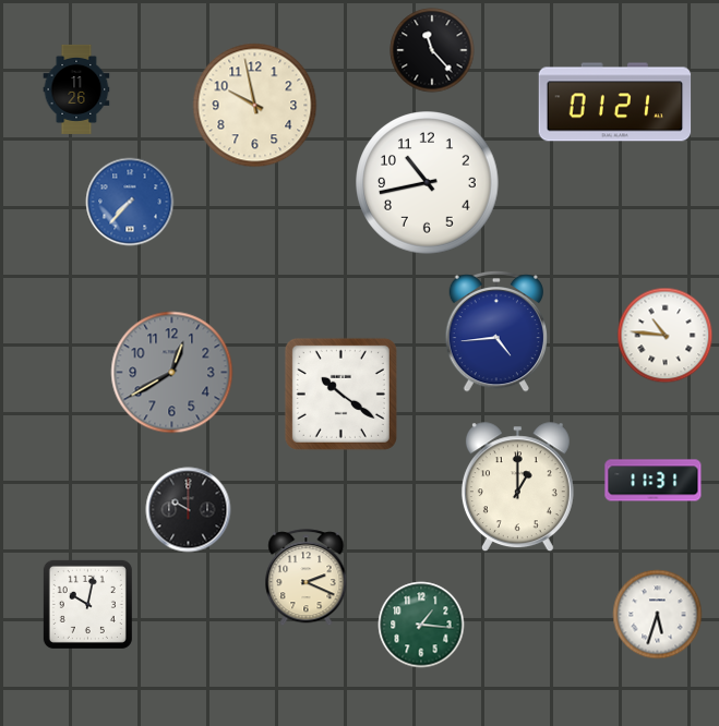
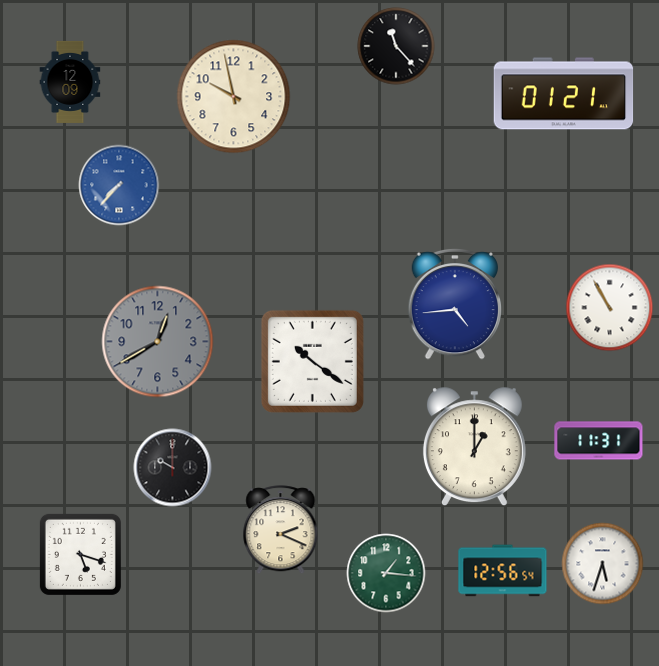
clock at (76, 89): 11:26 -> 12:09
clock at (428, 183): 10:43 -> none
clock at (666, 336): 10:46 -> 10:55
clock at (87, 604): 10:02 -> 5:18
clock at (503, 571): none -> 12:56
